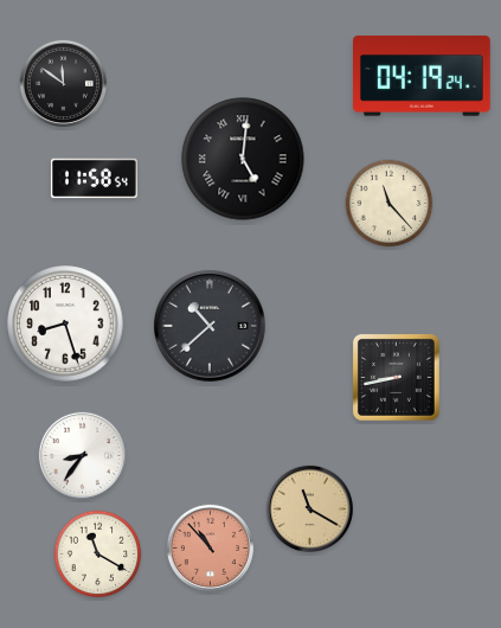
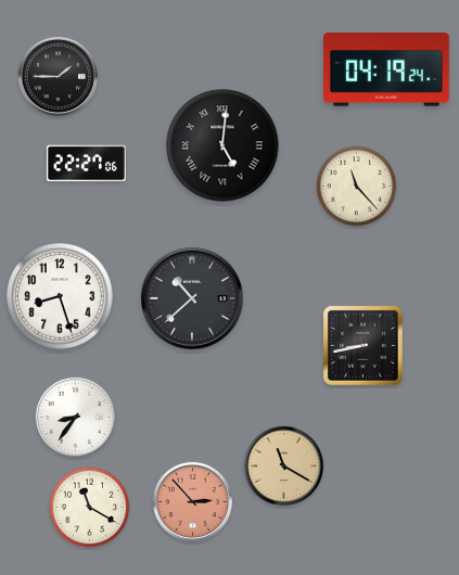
clock at (63, 83): 11:51 -> 1:45
clock at (94, 179): 11:58 -> 22:27
clock at (210, 547): 10:53 -> 2:53
